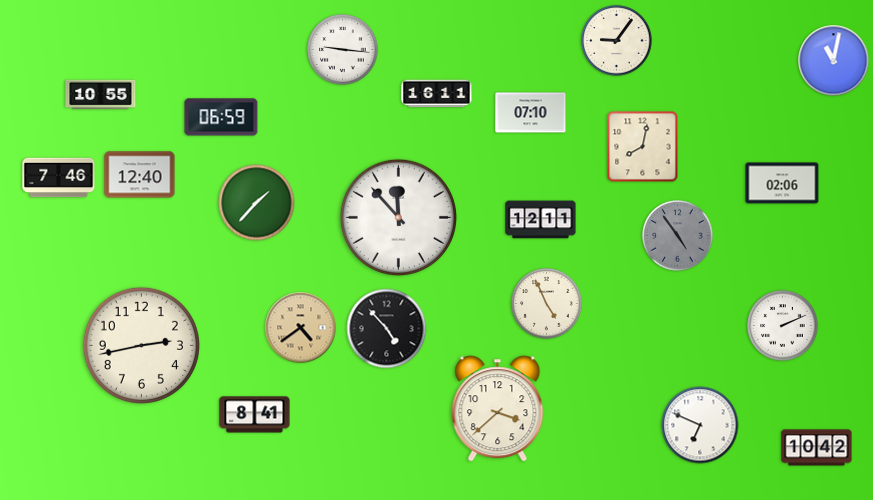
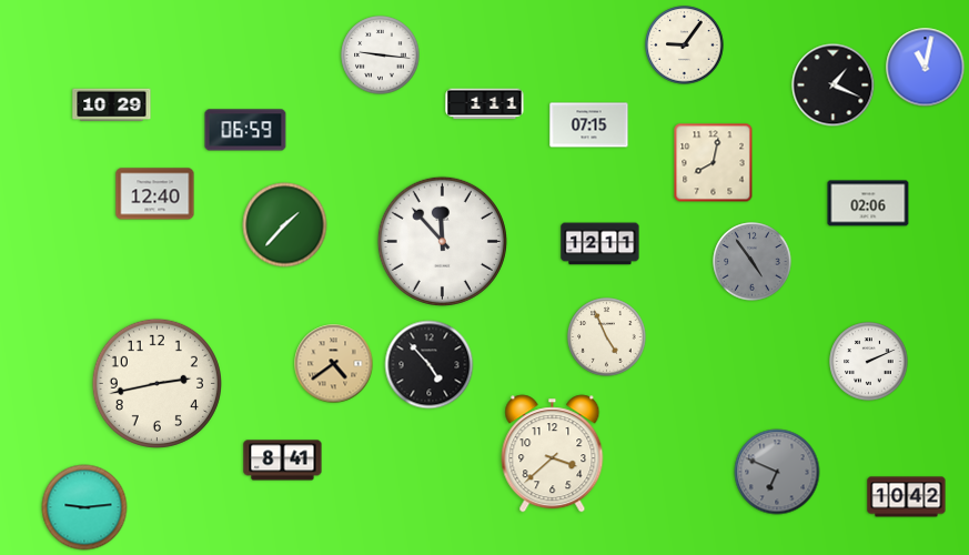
clock at (834, 85): none -> 1:19
clock at (437, 94): 16:11 -> 1:11
clock at (101, 95): 10:55 -> 10:29
clock at (531, 113): 07:10 -> 07:15
clock at (59, 178): 7:46 -> none
clock at (700, 425) dial: white -> grey
clock at (84, 507): none -> 9:14
